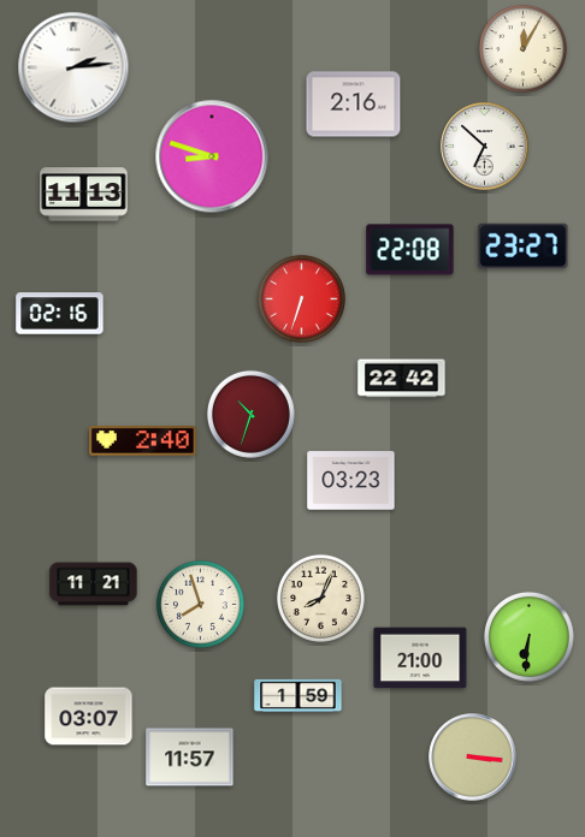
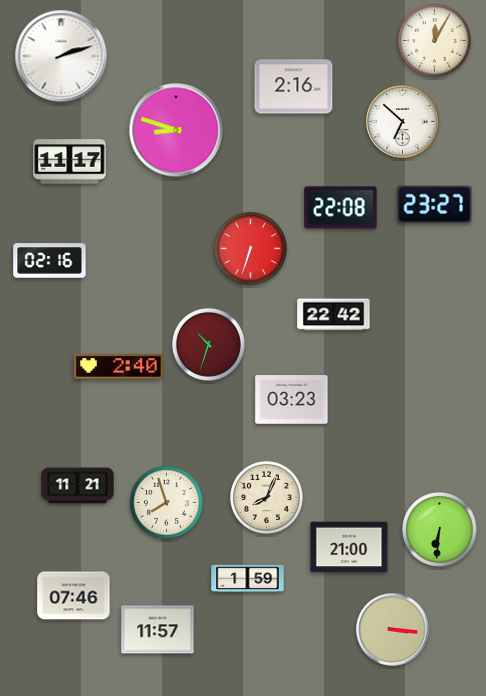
clock at (73, 67): 2:14 -> 2:12
clock at (84, 195): 11:13 -> 11:17
clock at (89, 717): 03:07 -> 07:46
